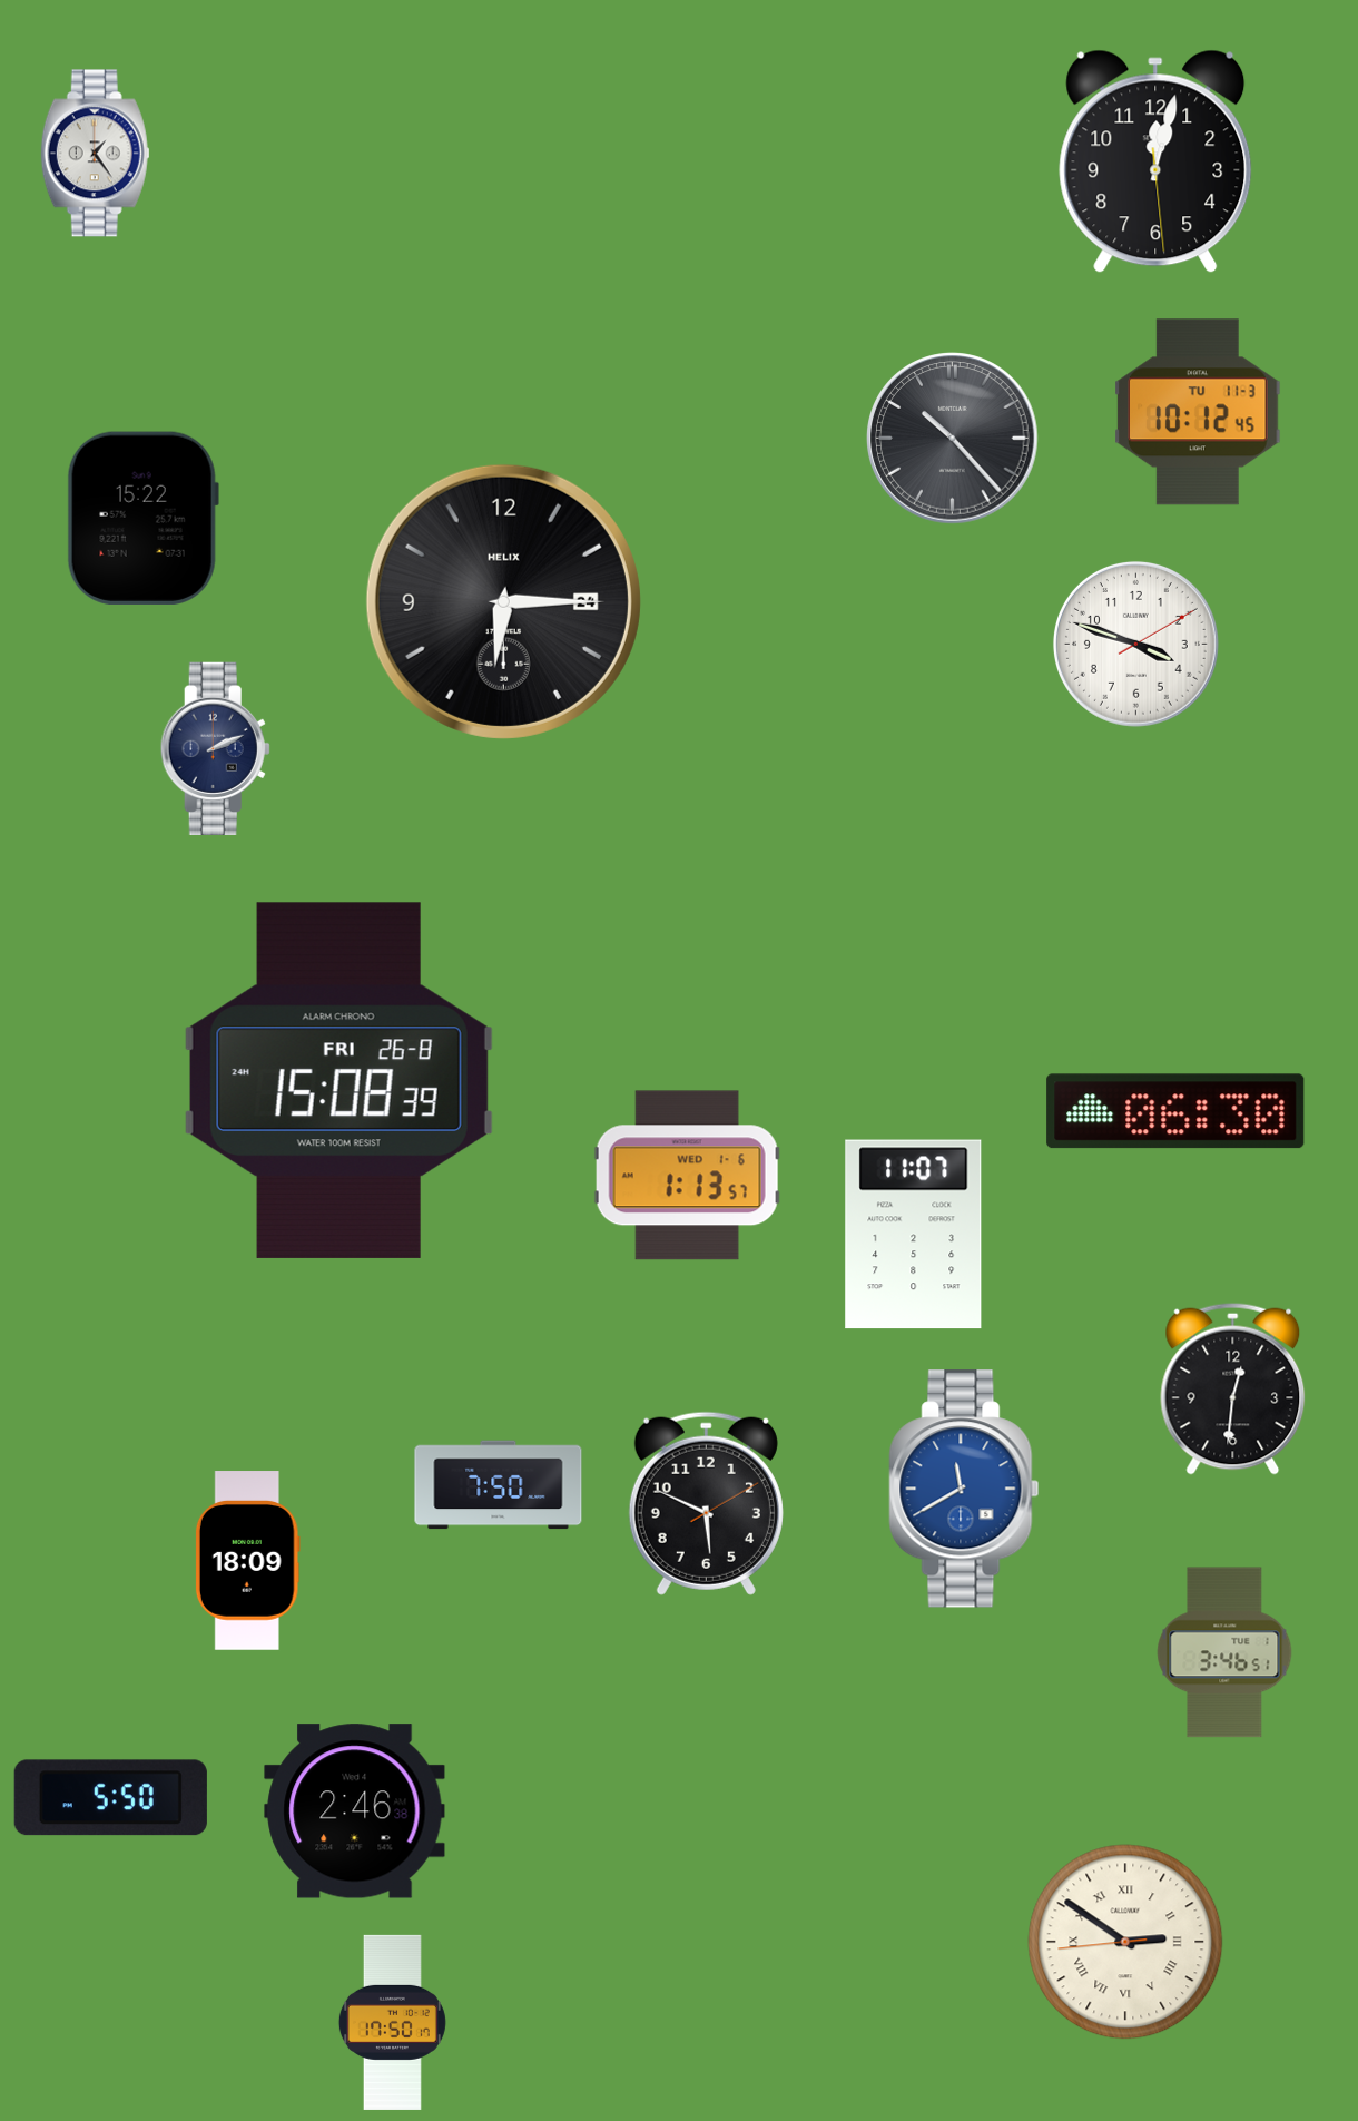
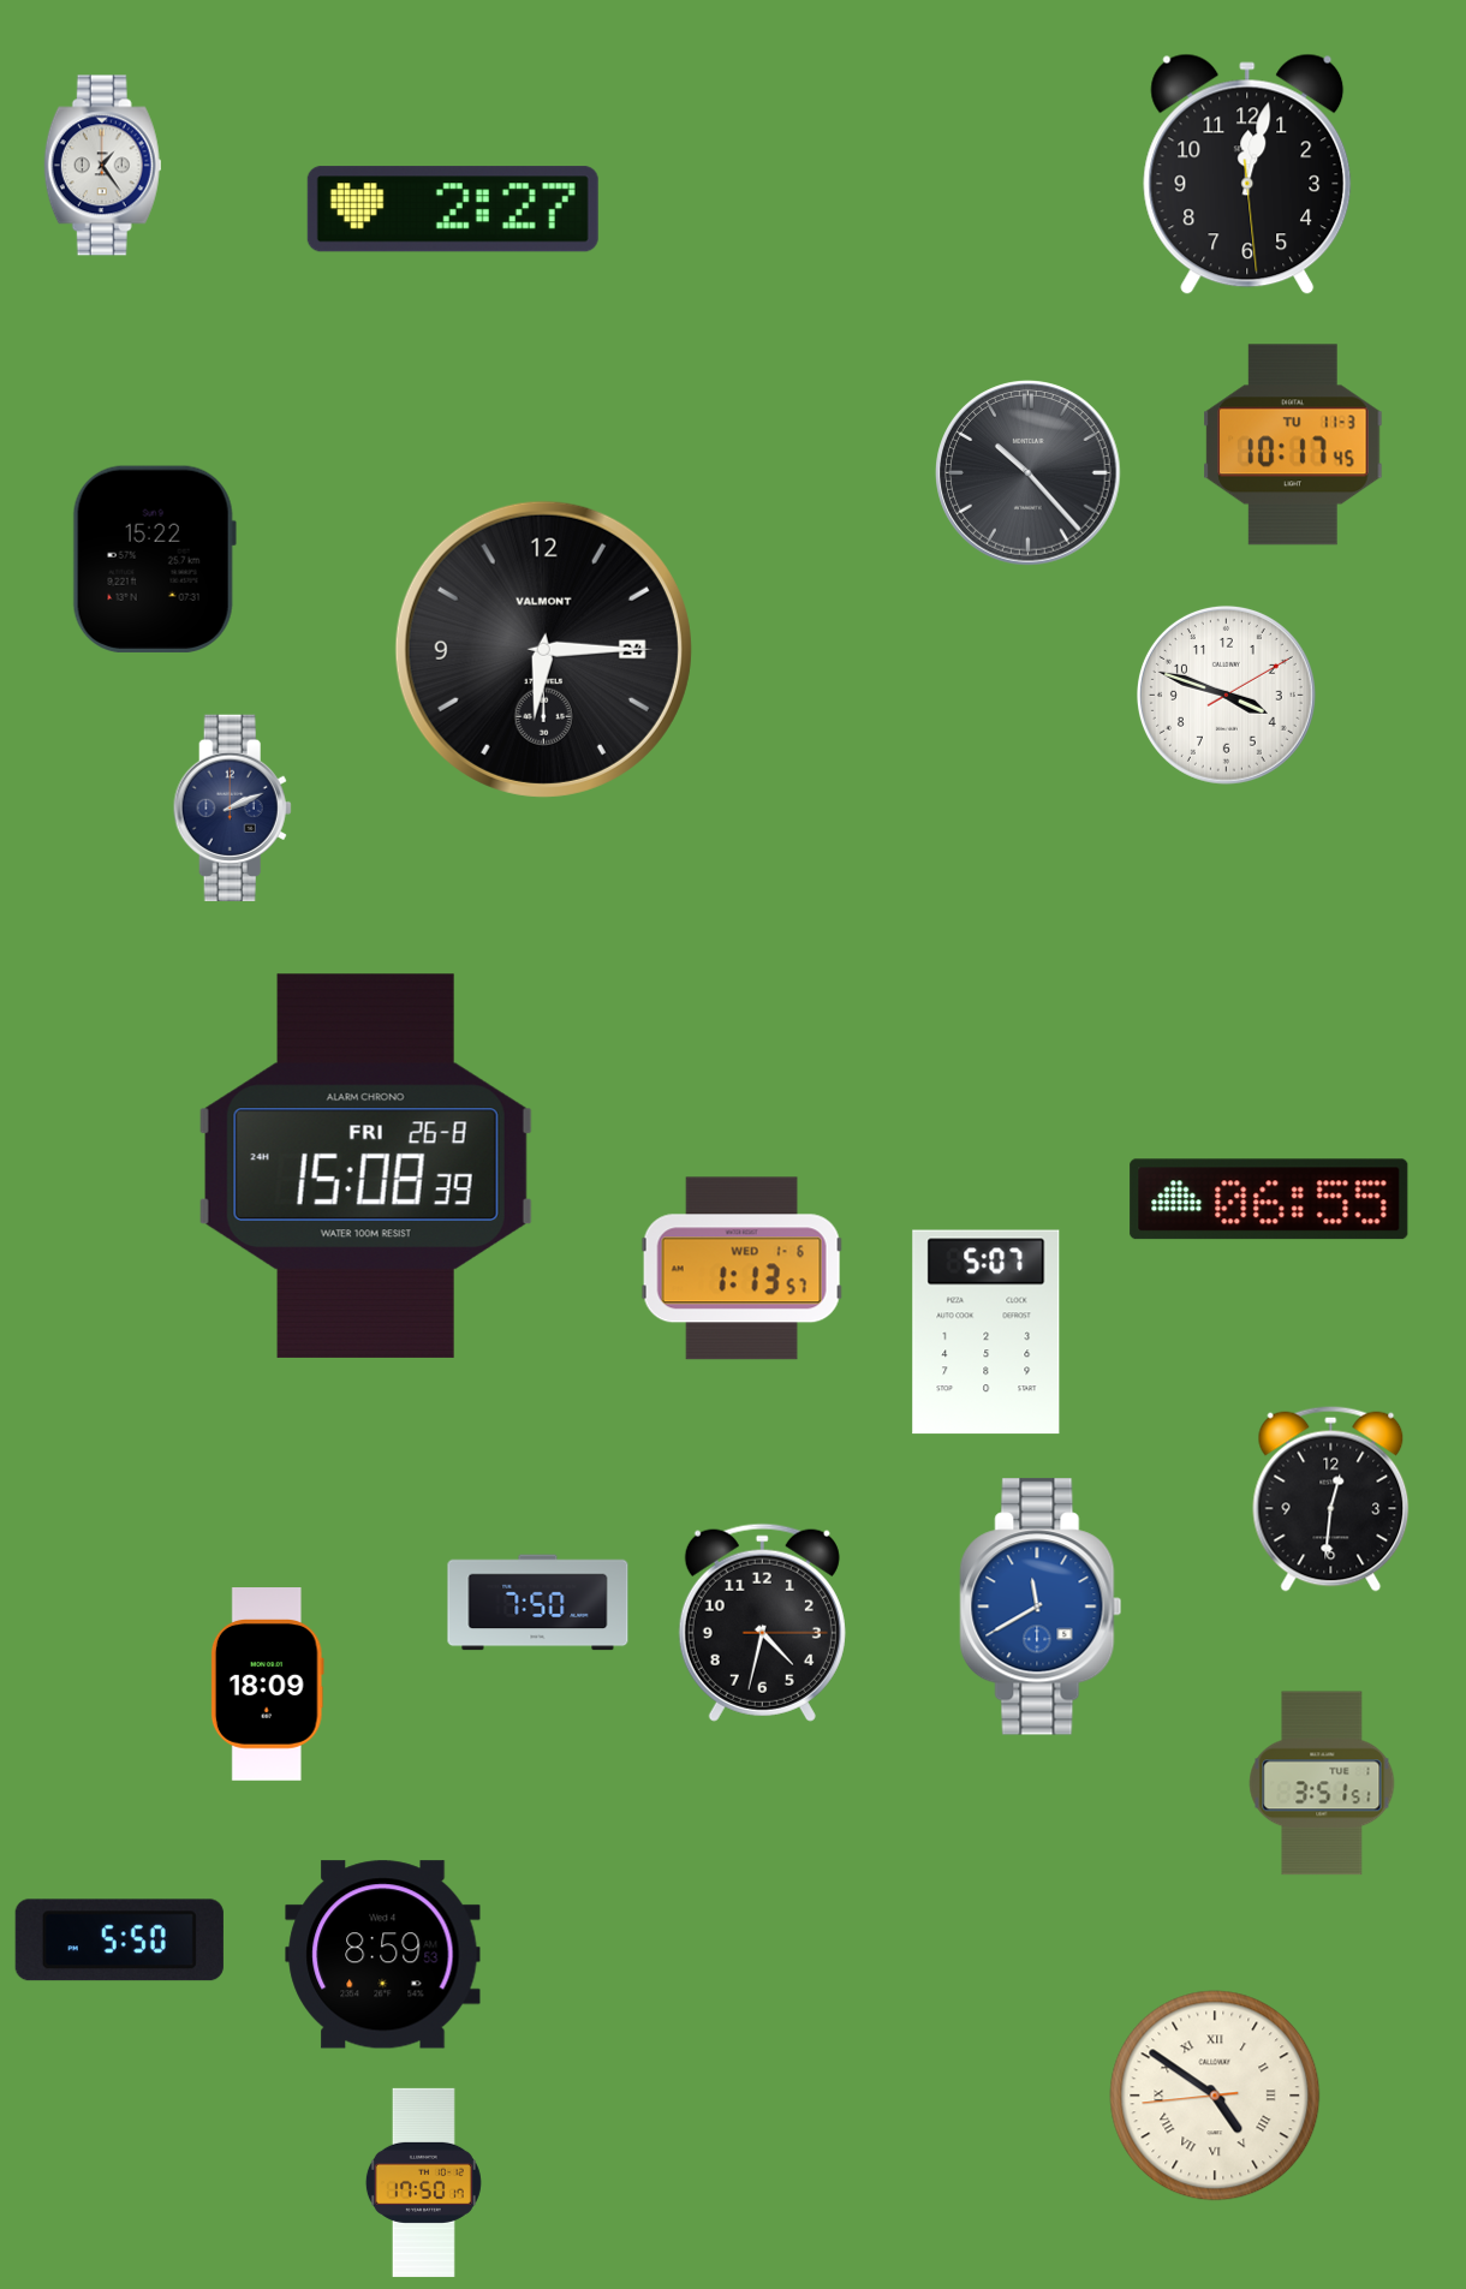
clock at (453, 209): none -> 2:27
clock at (1198, 412): 10:12 -> 10:17
clock at (503, 601) brand: HELIX -> VALMONT
clock at (1175, 1111): 06:30 -> 06:55
clock at (914, 1235): 11:07 -> 5:07
clock at (706, 1503): 5:49 -> 4:32
clock at (1224, 1652): 3:46 -> 3:51
clock at (355, 1811): 2:46 -> 8:59
clock at (1125, 1942): 2:50 -> 4:50
